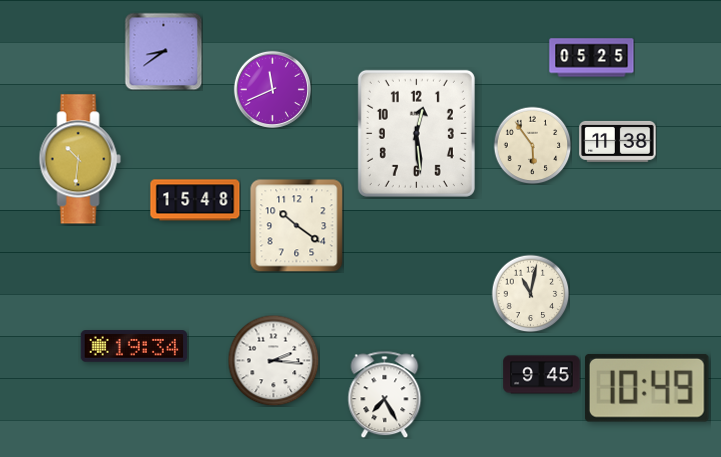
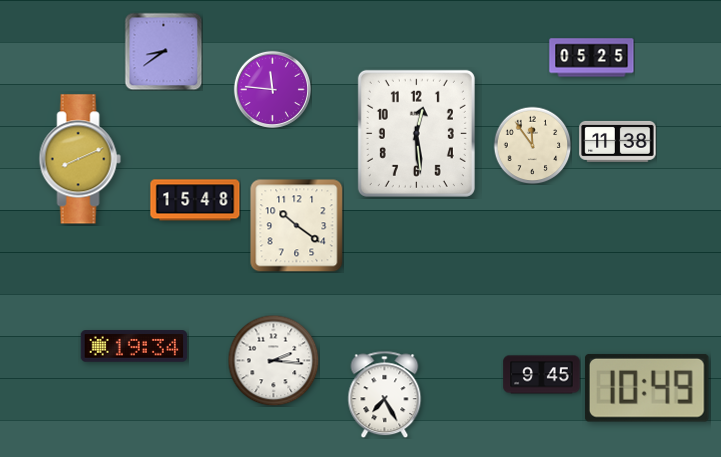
clock at (272, 89): 11:41 -> 11:46
clock at (532, 145): 5:54 -> 11:54
clock at (80, 159): 10:31 -> 8:11
clock at (530, 293): 11:02 -> none
